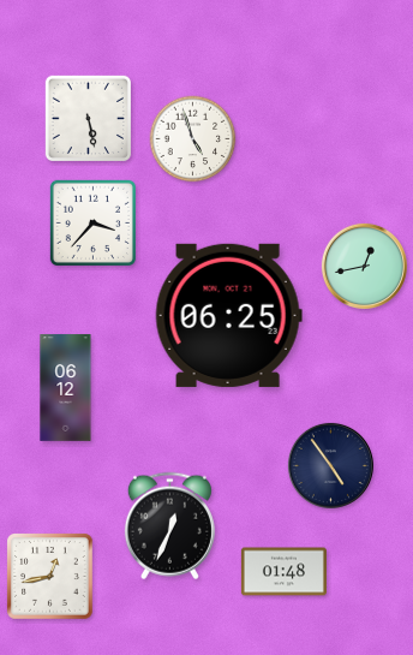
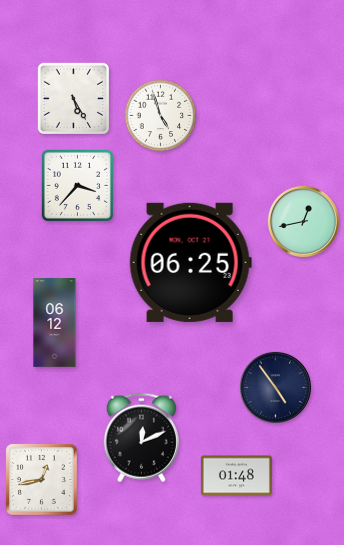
clock at (88, 118): 5:28 -> 5:25
clock at (169, 526): 12:34 -> 12:11
